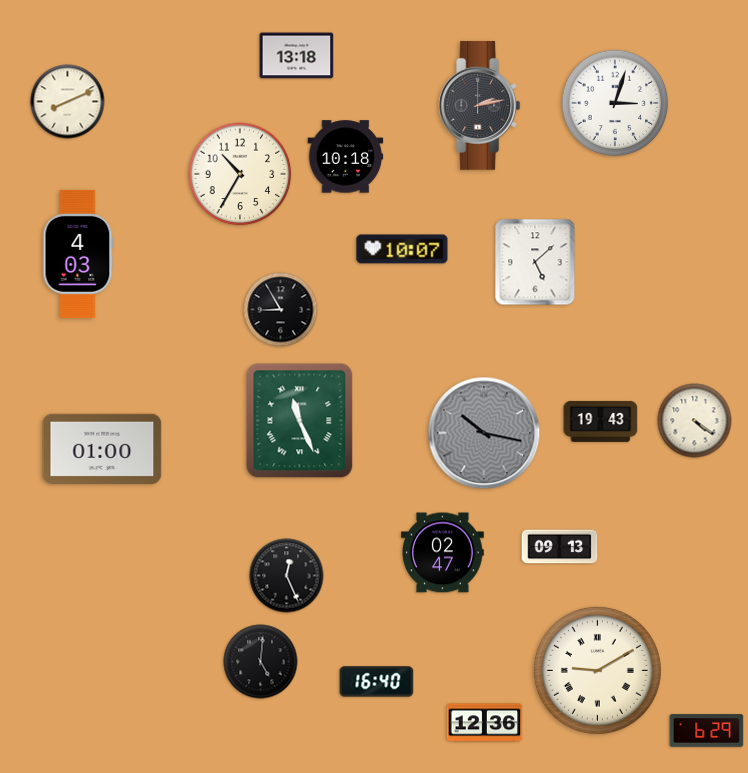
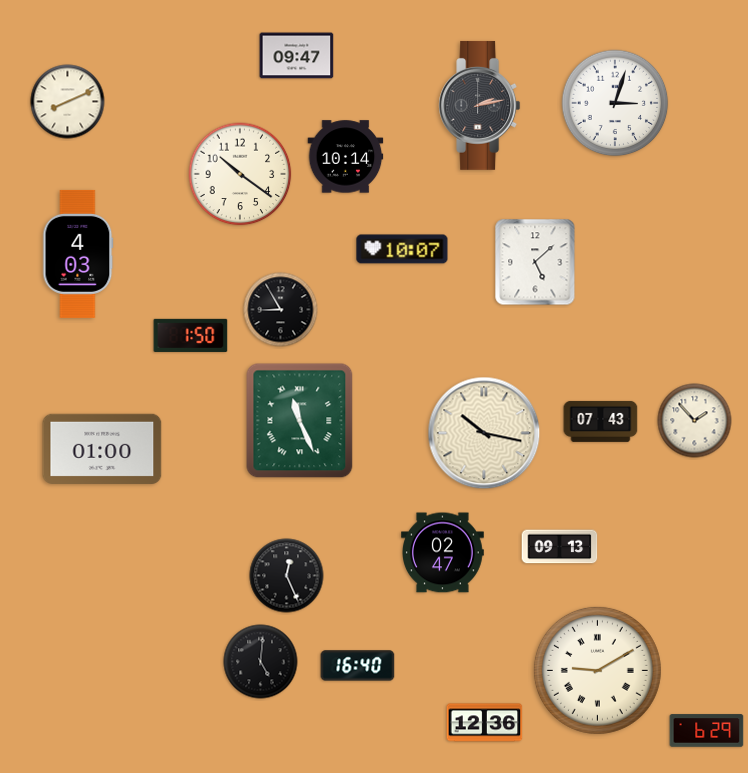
clock at (297, 56): 13:18 -> 09:47
clock at (346, 157): 10:18 -> 10:14
clock at (240, 174): 10:35 -> 10:21
clock at (191, 335): none -> 1:50
clock at (601, 421): 19:43 -> 07:43
clock at (695, 421): 4:21 -> 1:53
clock at (484, 433) dial: grey -> cream
clock at (377, 682) position: (377, 682) -> (358, 666)
